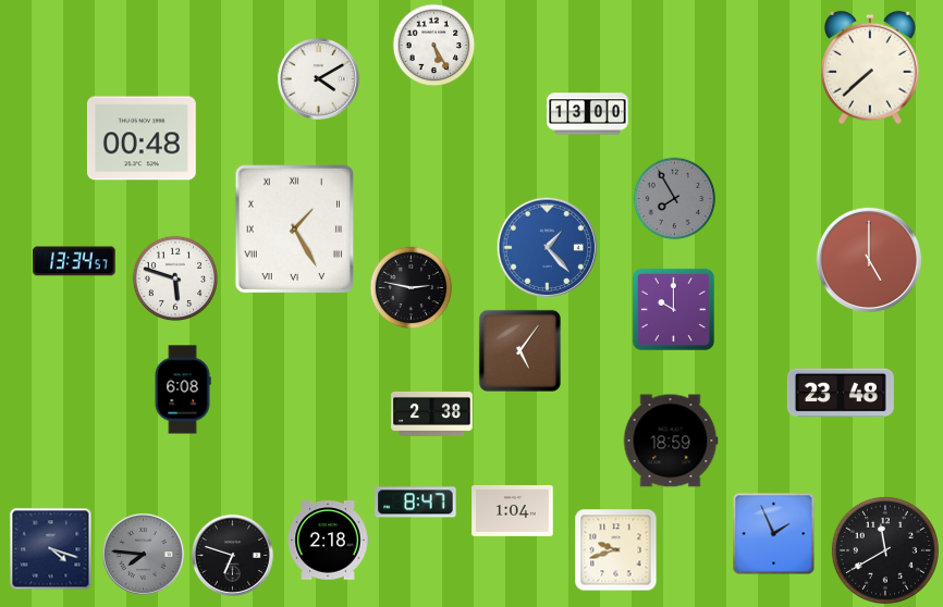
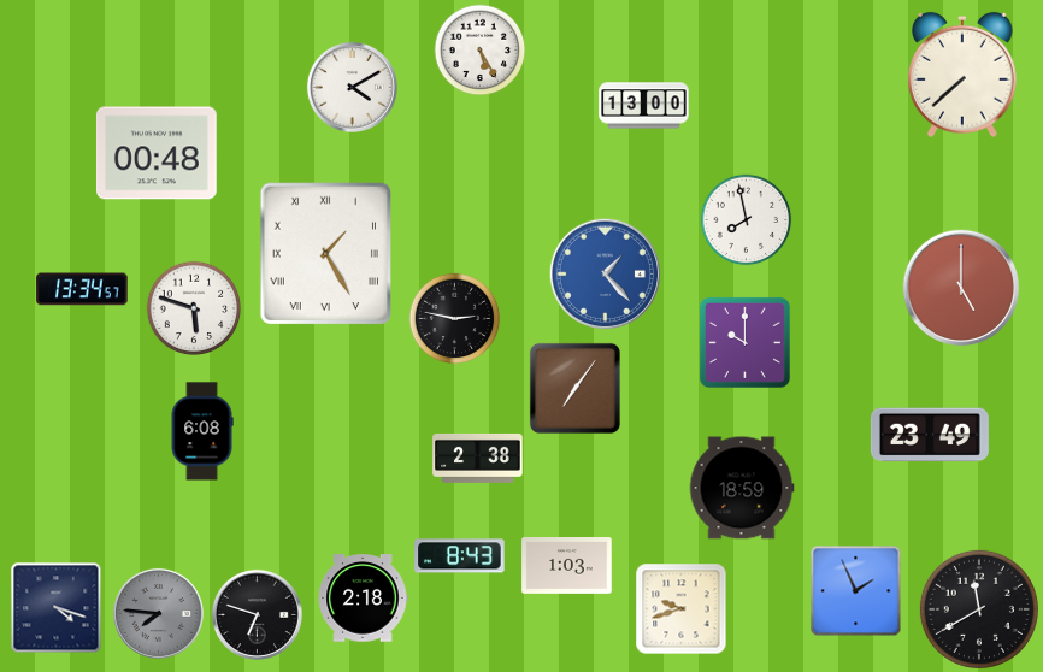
clock at (588, 114) position: (588, 114) -> (644, 106)
clock at (675, 199): 7:55 -> 7:58
clock at (675, 199) dial: grey -> white
clock at (519, 350): 5:06 -> 7:06
clock at (841, 393): 23:48 -> 23:49
clock at (416, 503): 8:47 -> 8:43
clock at (513, 511): 1:04 -> 1:03
